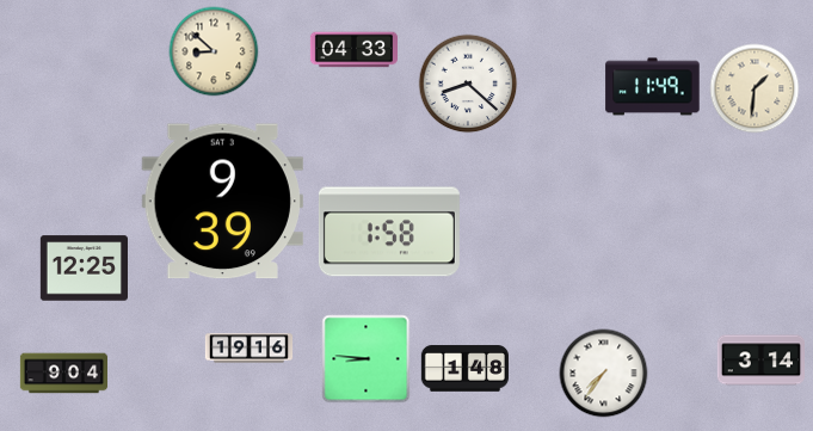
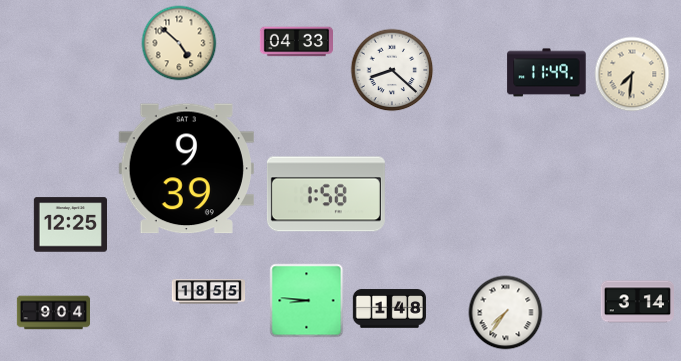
clock at (214, 51): 8:52 -> 4:52
clock at (755, 88): 1:31 -> 7:31
clock at (250, 349): 19:16 -> 18:55
